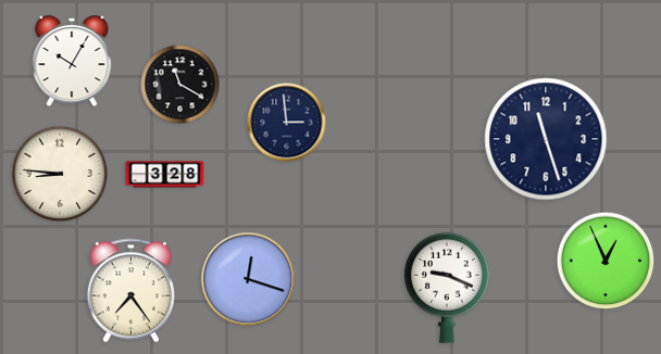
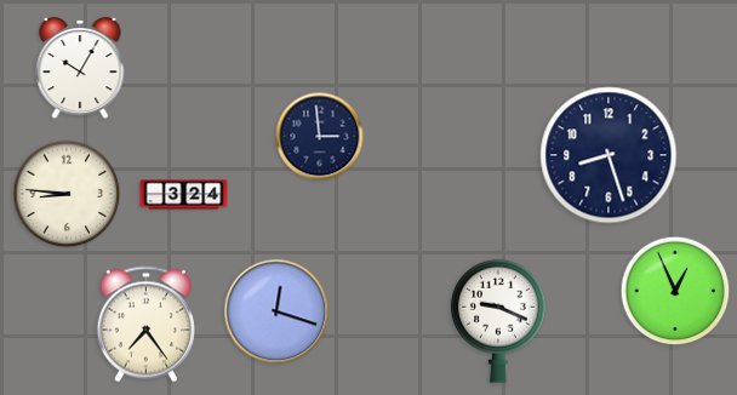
clock at (180, 85): 11:20 -> none
clock at (546, 139): 11:27 -> 8:27
clock at (165, 175): 3:28 -> 3:24
